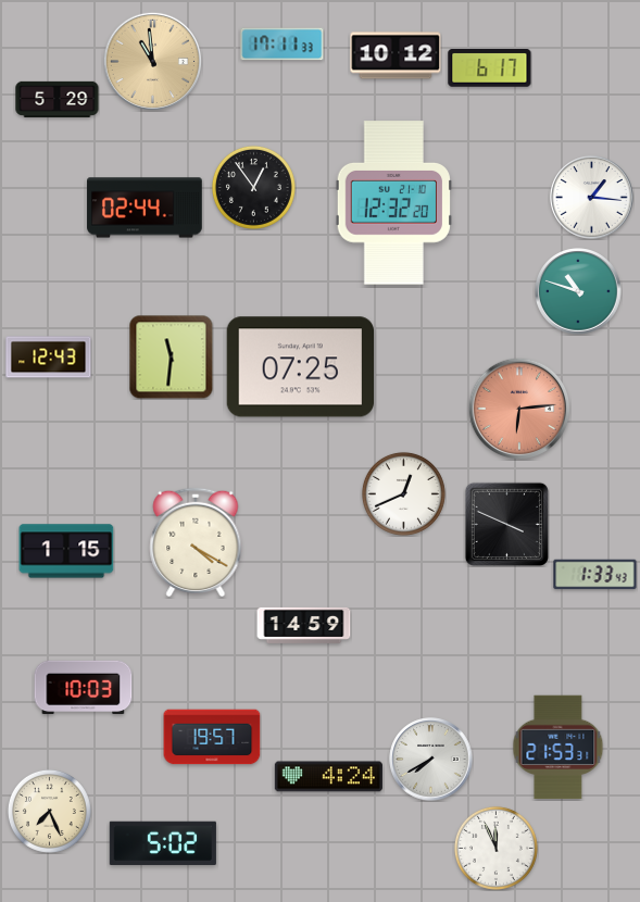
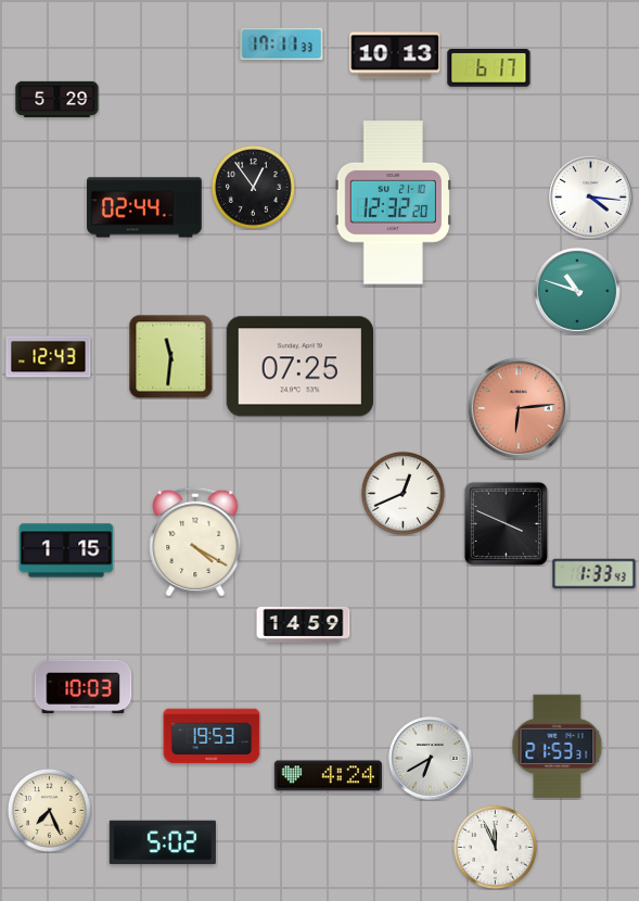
clock at (396, 55): 10:12 -> 10:13
clock at (152, 61): 10:59 -> none
clock at (592, 198): 1:16 -> 4:16
clock at (212, 737): 19:57 -> 19:53
clock at (431, 760): 7:40 -> 6:40
